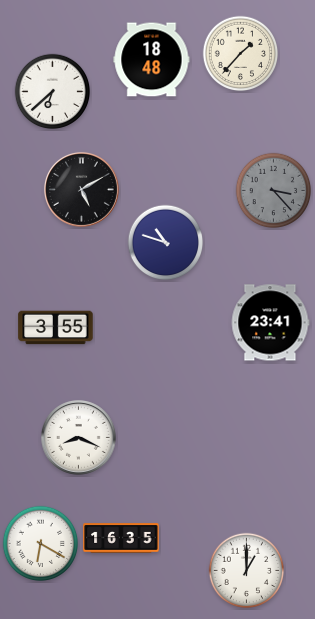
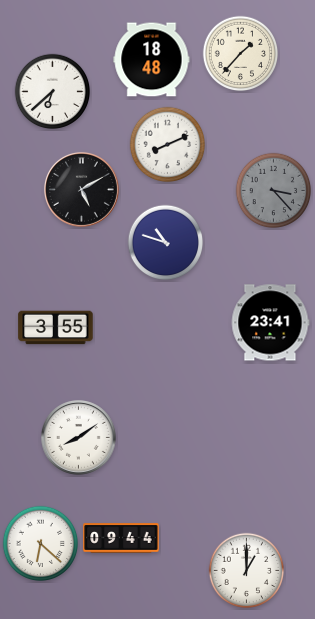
clock at (168, 145): none -> 8:11
clock at (78, 437): 8:19 -> 8:09
clock at (121, 538): 16:35 -> 09:44
clock at (41, 544): 6:20 -> 6:22
